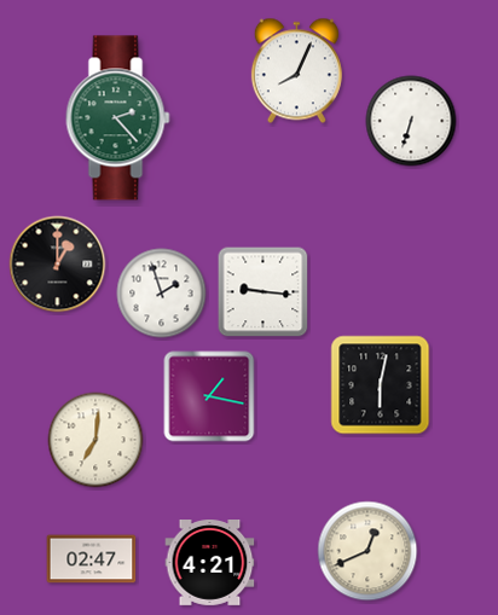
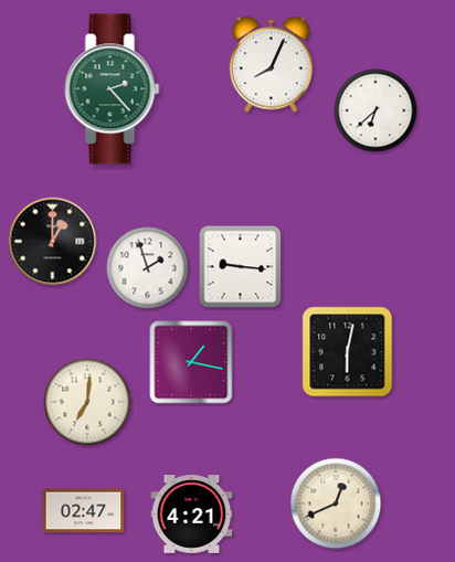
clock at (118, 118) position: (118, 118) -> (113, 89)
clock at (411, 121): 6:33 -> 6:38
